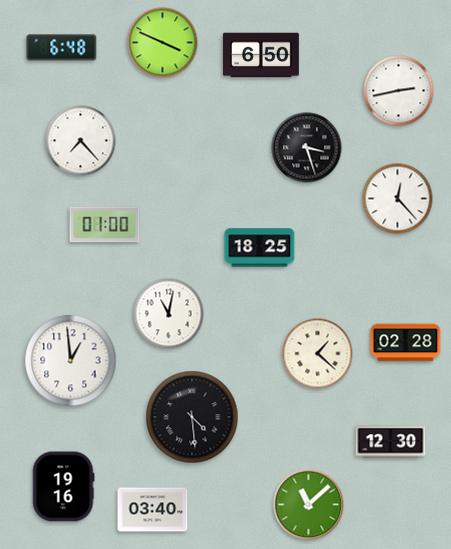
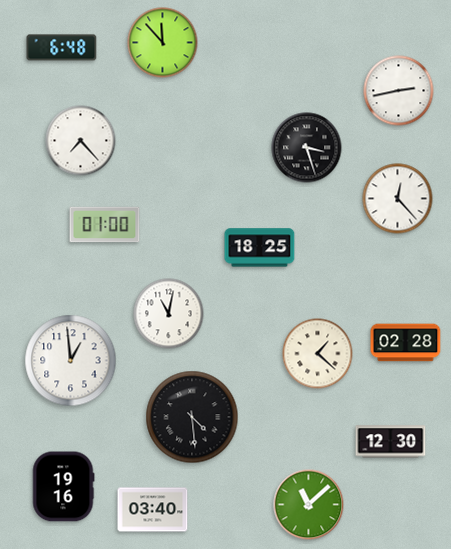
clock at (163, 43): 3:49 -> 11:53
clock at (261, 55): 6:50 -> none
